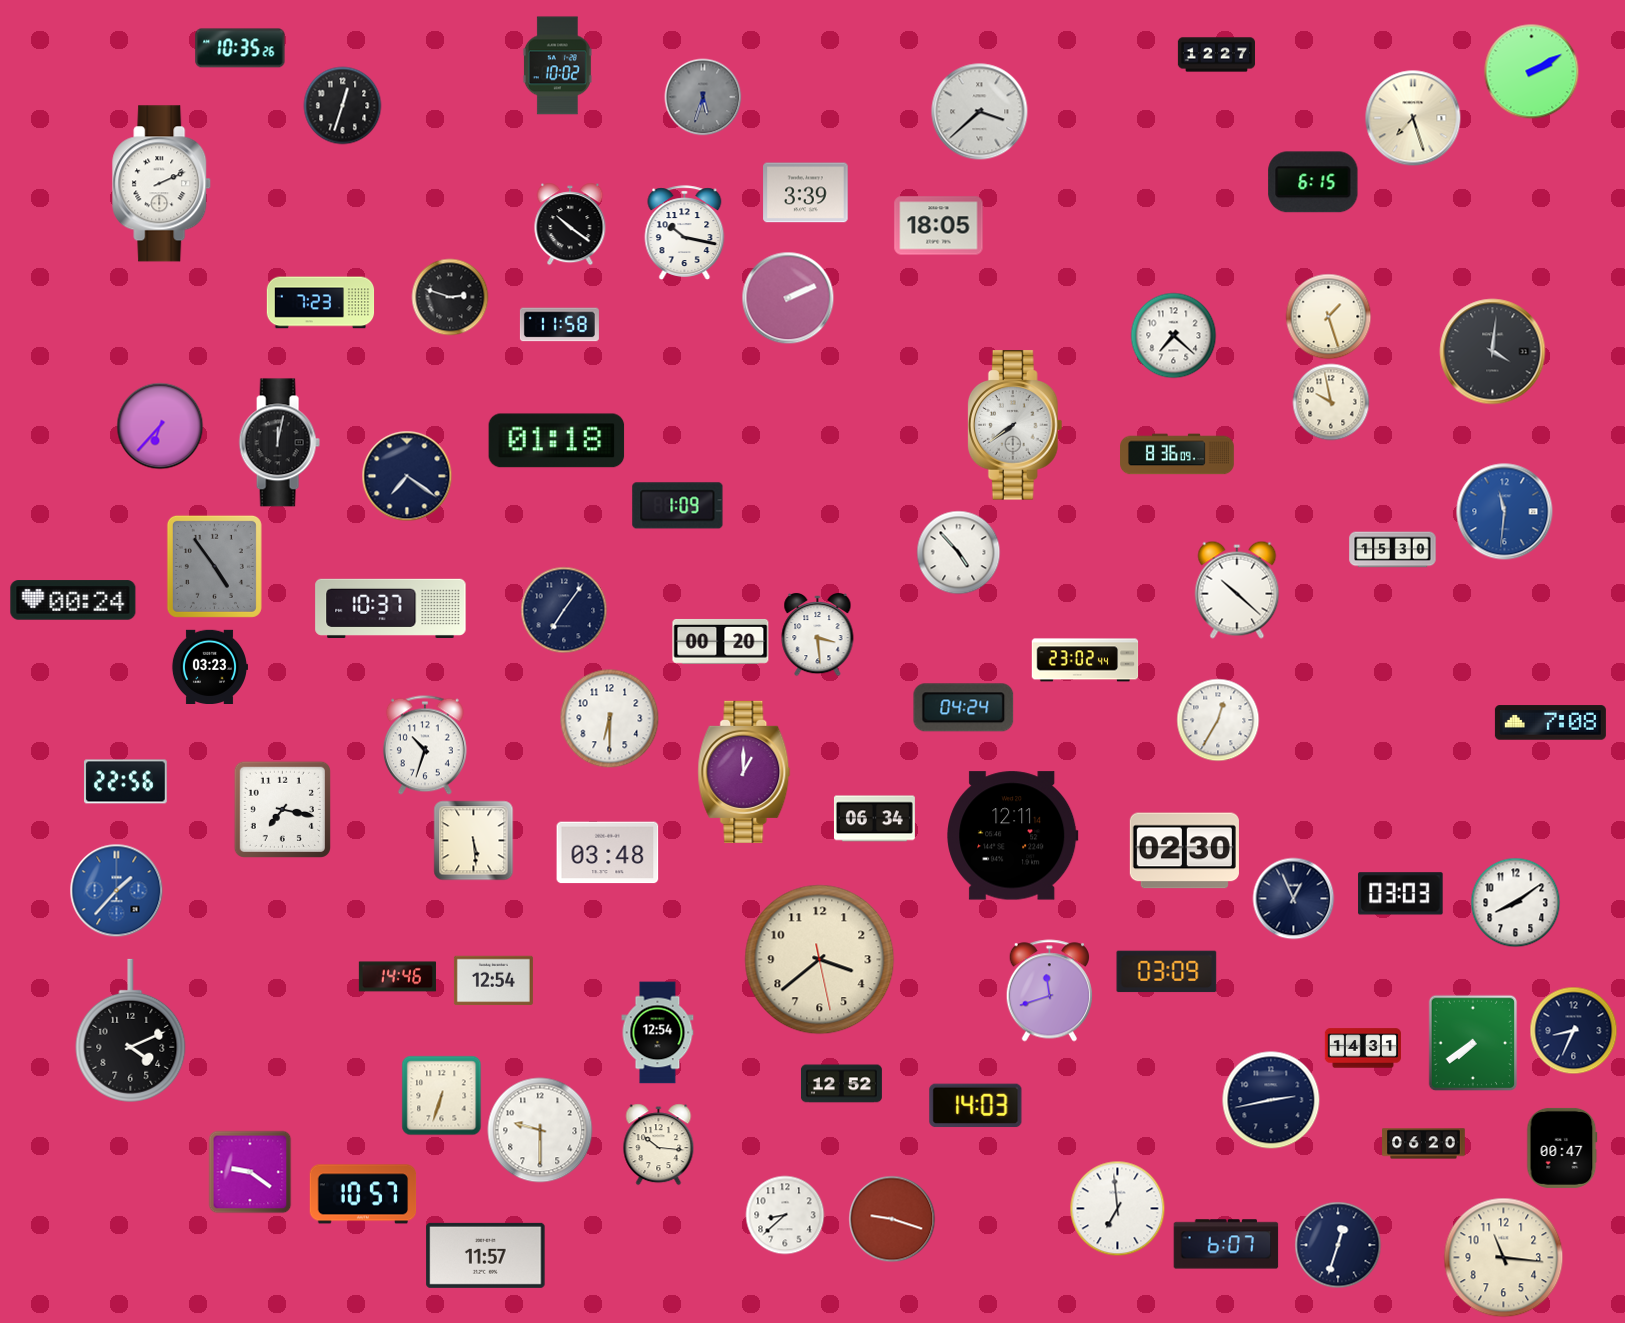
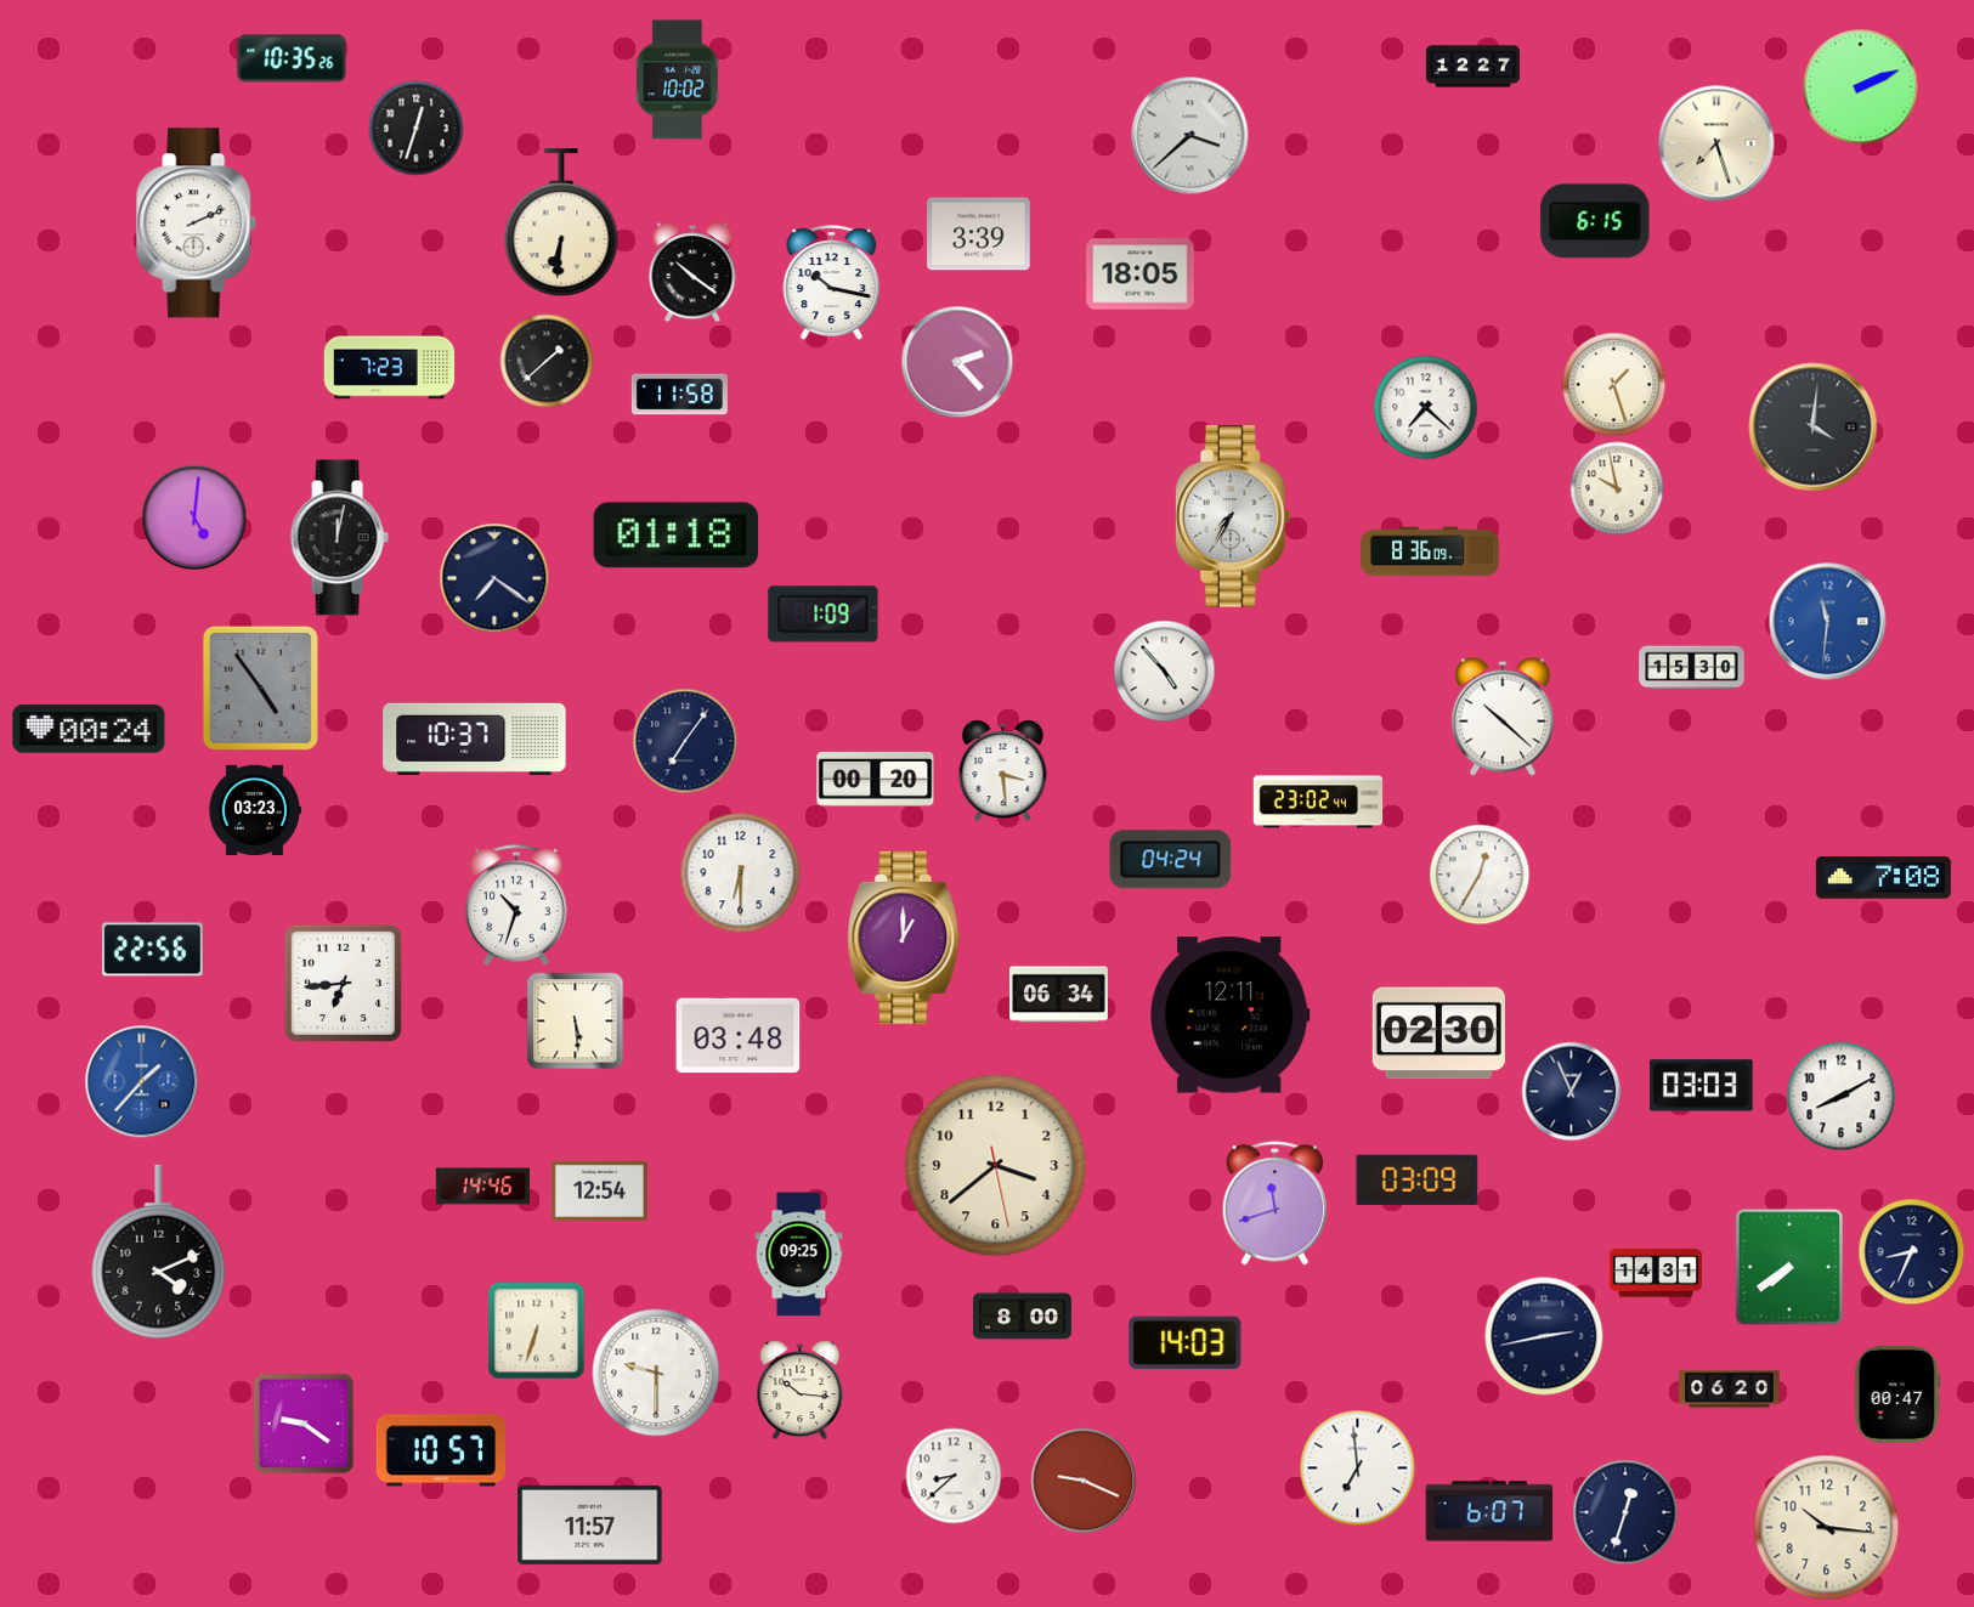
clock at (1216, 55) position: (1216, 55) -> (1472, 67)
clock at (1532, 72): 2:10 -> 2:11
clock at (703, 97): 5:33 -> none
clock at (561, 223): none -> 6:31
clock at (450, 297): 2:48 -> 1:38
clock at (788, 298): 2:11 -> 2:23
clock at (1015, 425): 7:39 -> 7:35
clock at (160, 426): 6:37 -> 5:01
clock at (818, 635) position: (818, 635) -> (1003, 771)
clock at (282, 809): 7:17 -> 6:44
clock at (874, 819) position: (874, 819) -> (1058, 995)
clock at (1516, 903): 8:09 -> 8:10
clock at (658, 1033): 12:54 -> 09:25
clock at (842, 1084): 12:52 -> 8:00
clock at (892, 1219): 9:18 -> 9:19
clock at (1504, 1258): 11:16 -> 10:16
